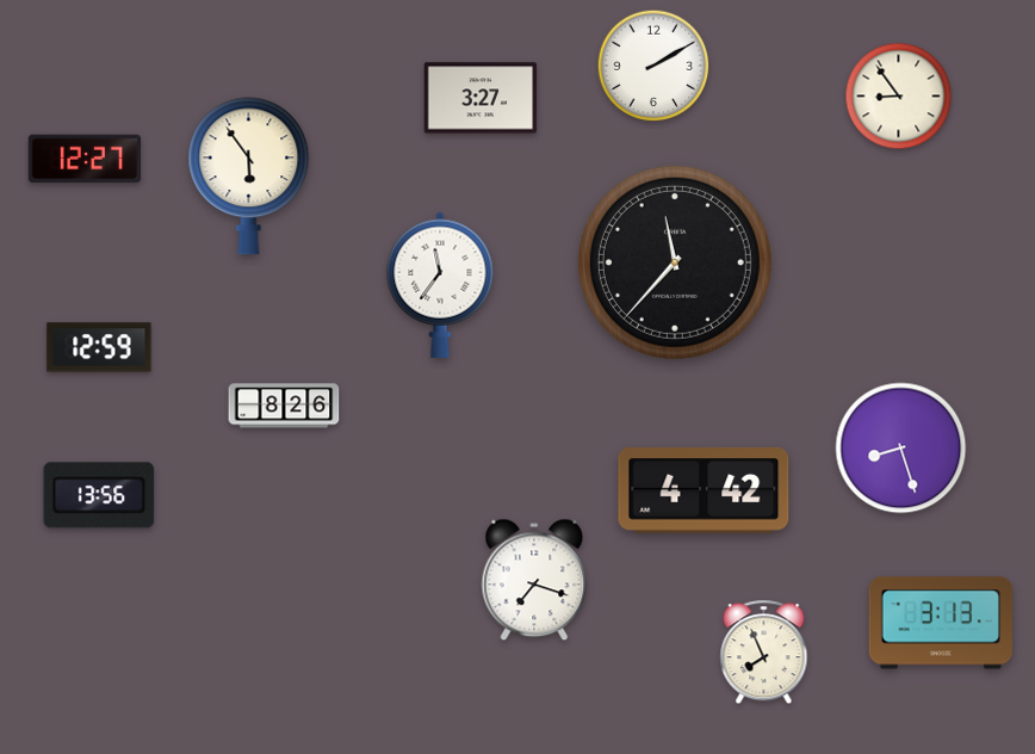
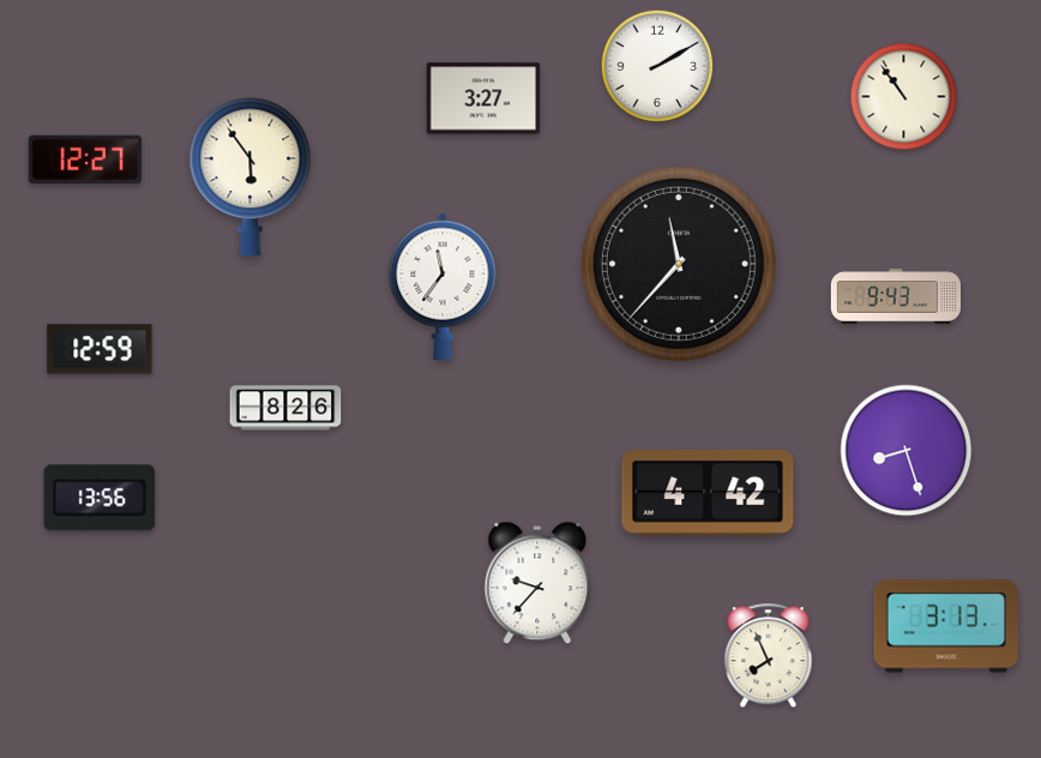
clock at (899, 97): 8:54 -> 10:54
clock at (895, 296): none -> 9:43
clock at (534, 580): 7:18 -> 9:37
